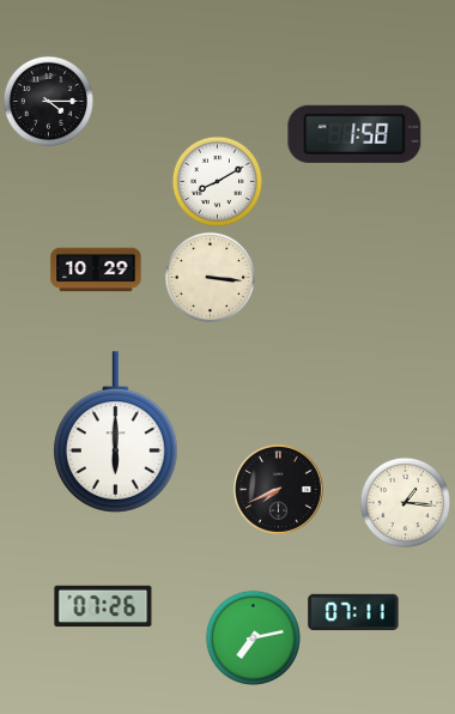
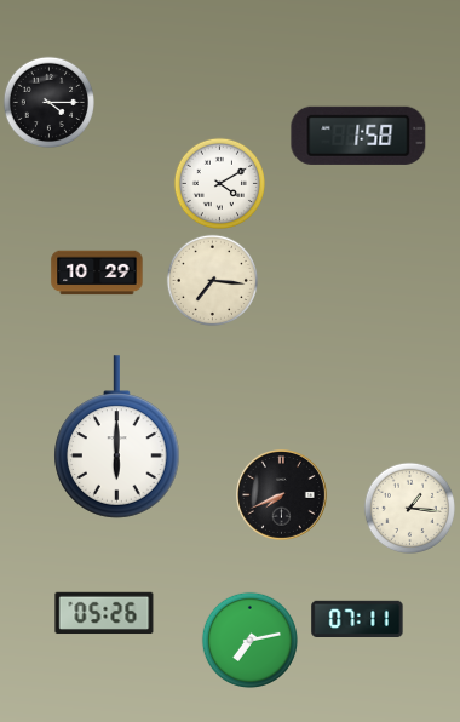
clock at (217, 181): 8:10 -> 4:10
clock at (210, 277): 3:16 -> 7:16
clock at (103, 606): 07:26 -> 05:26
clock at (253, 637) position: (253, 637) -> (249, 640)
